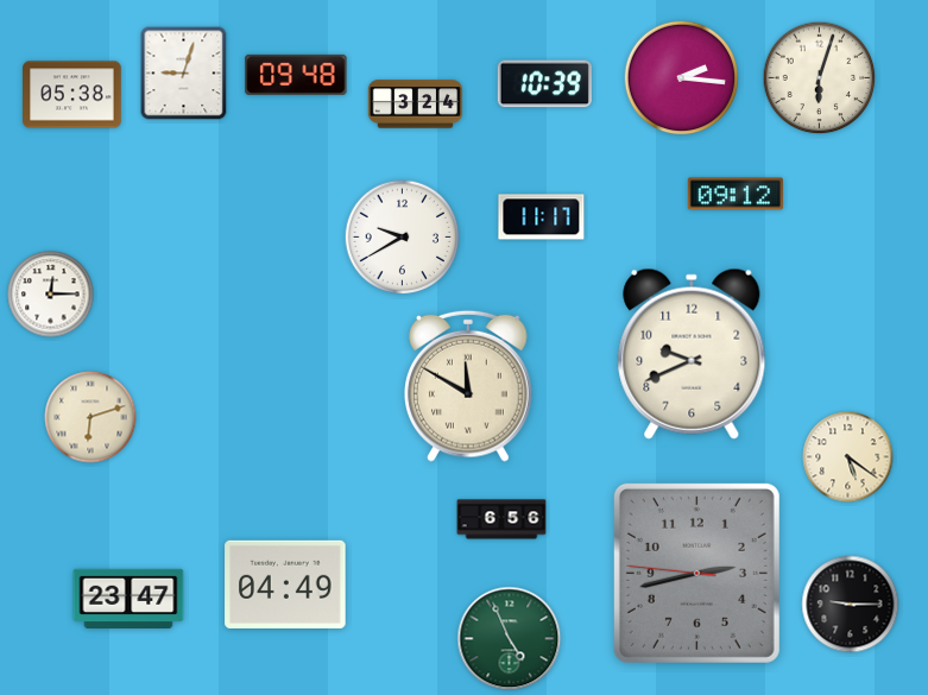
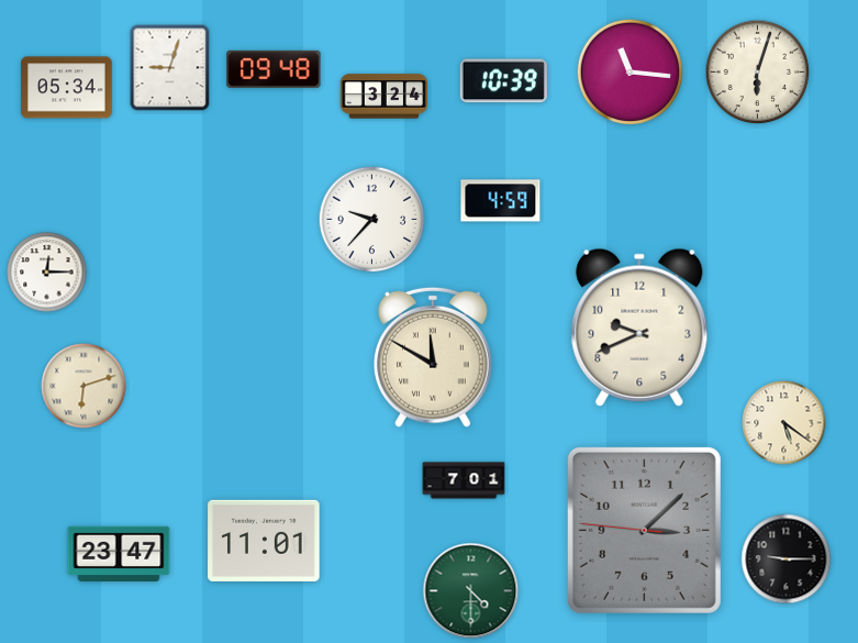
clock at (682, 78): 2:16 -> 11:16
clock at (544, 84) position: (544, 84) -> (503, 81)
clock at (72, 95): 05:38 -> 05:34
clock at (736, 194): 09:12 -> none
clock at (542, 217): 11:17 -> 4:59
clock at (403, 238): 9:40 -> 9:37
clock at (501, 519): 6:56 -> 7:01
clock at (696, 573): 2:42 -> 3:07
clock at (285, 585): 04:49 -> 11:01
clock at (510, 639): 4:56 -> 4:30
